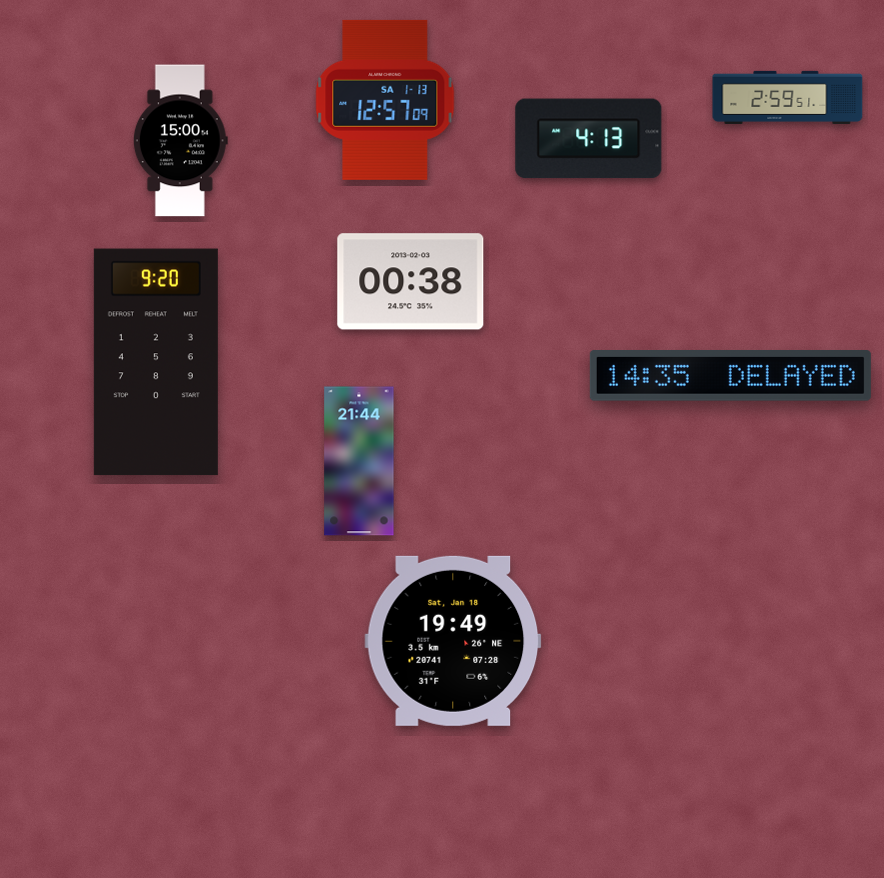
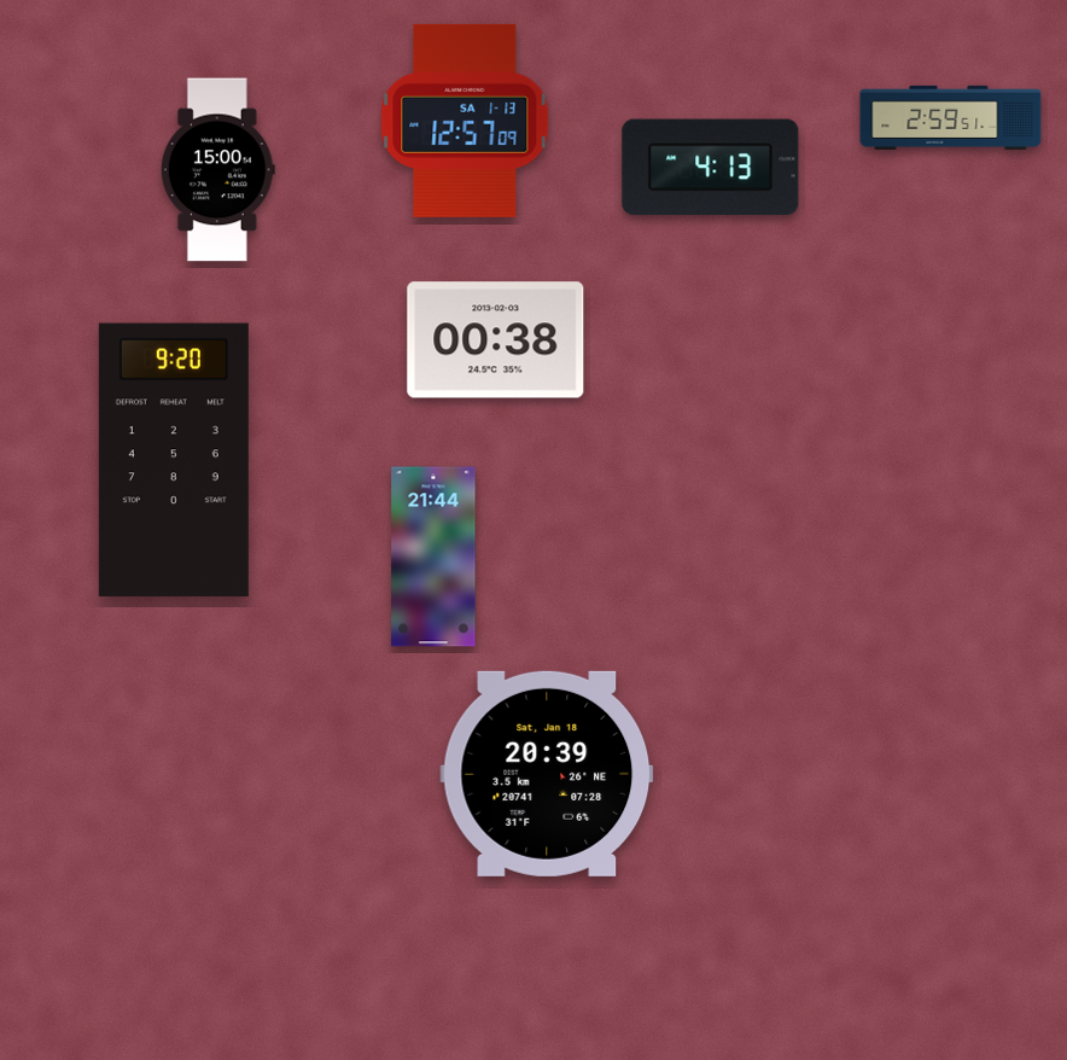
clock at (156, 362) position: (156, 362) -> (174, 460)
clock at (730, 376): 14:35 -> none
clock at (453, 641): 19:49 -> 20:39
